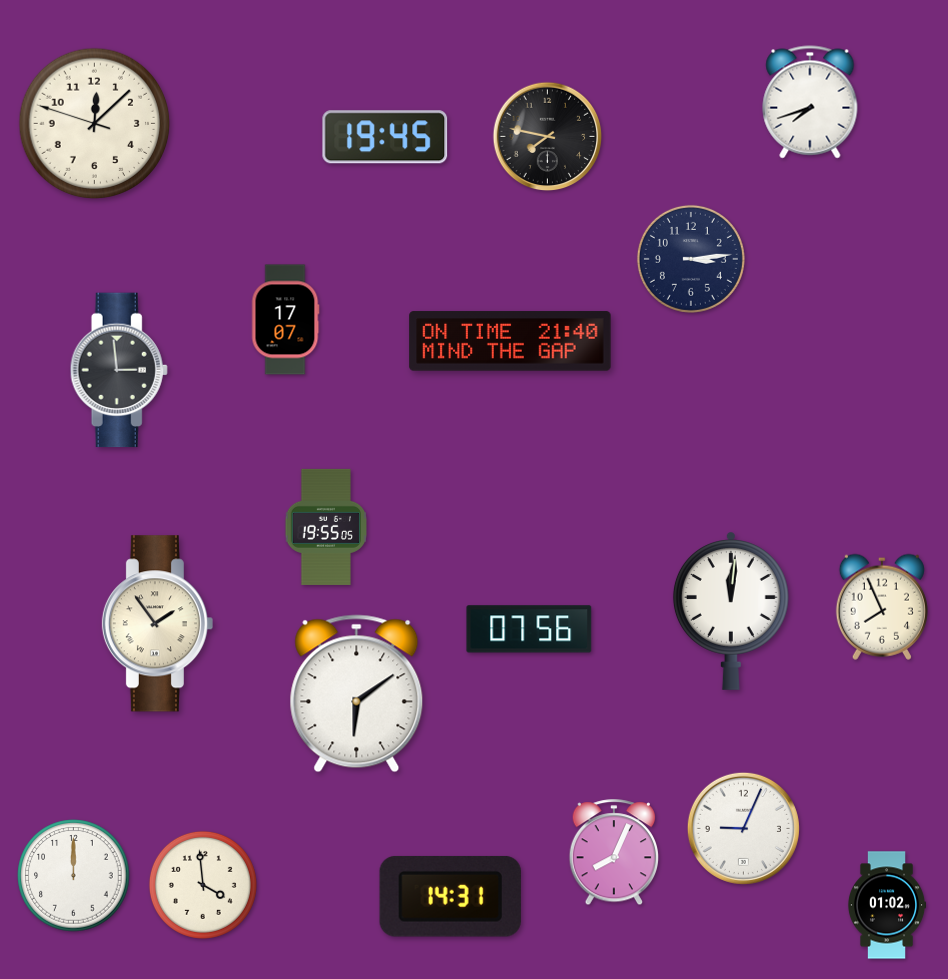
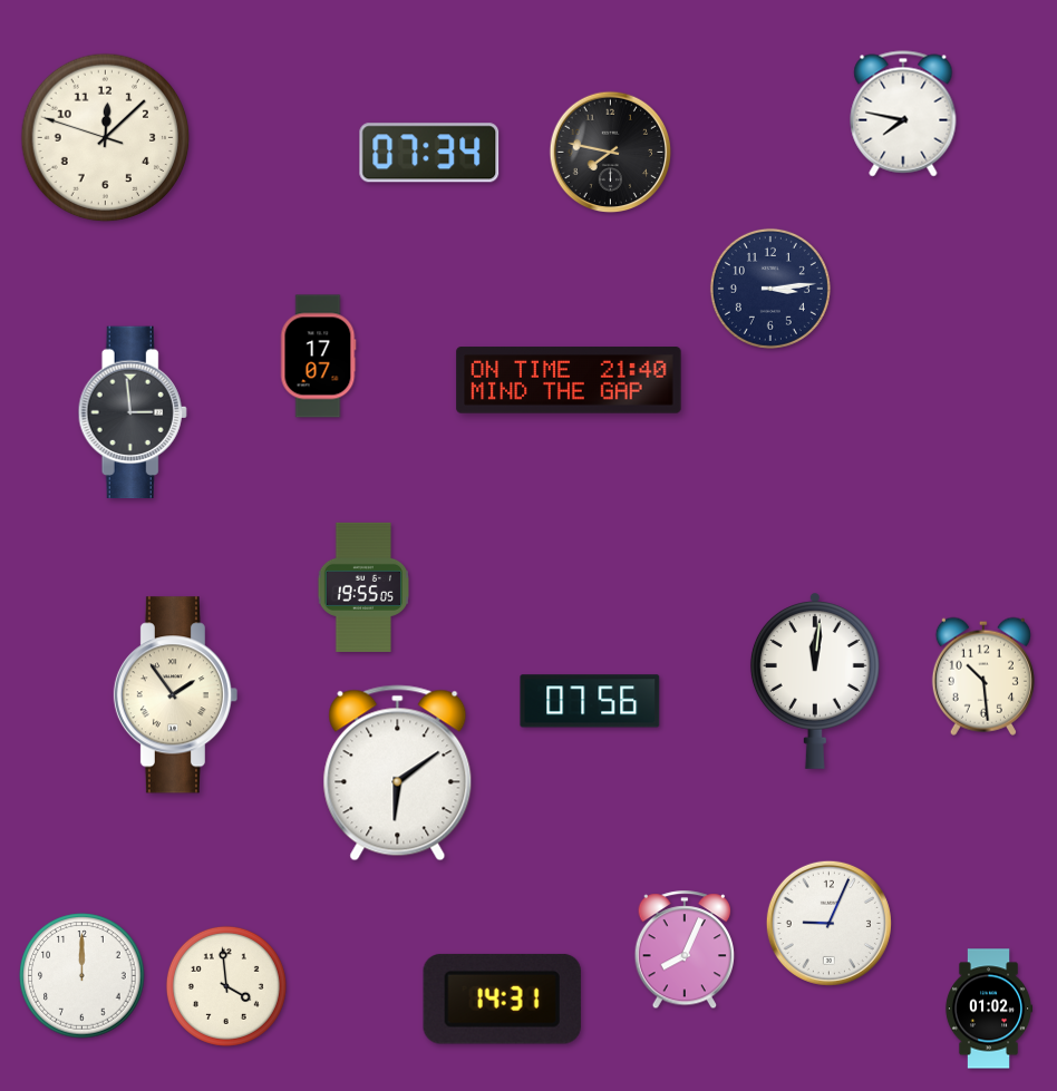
clock at (810, 102): 7:42 -> 7:47
clock at (385, 137): 19:45 -> 07:34
clock at (882, 607): 7:56 -> 10:29
